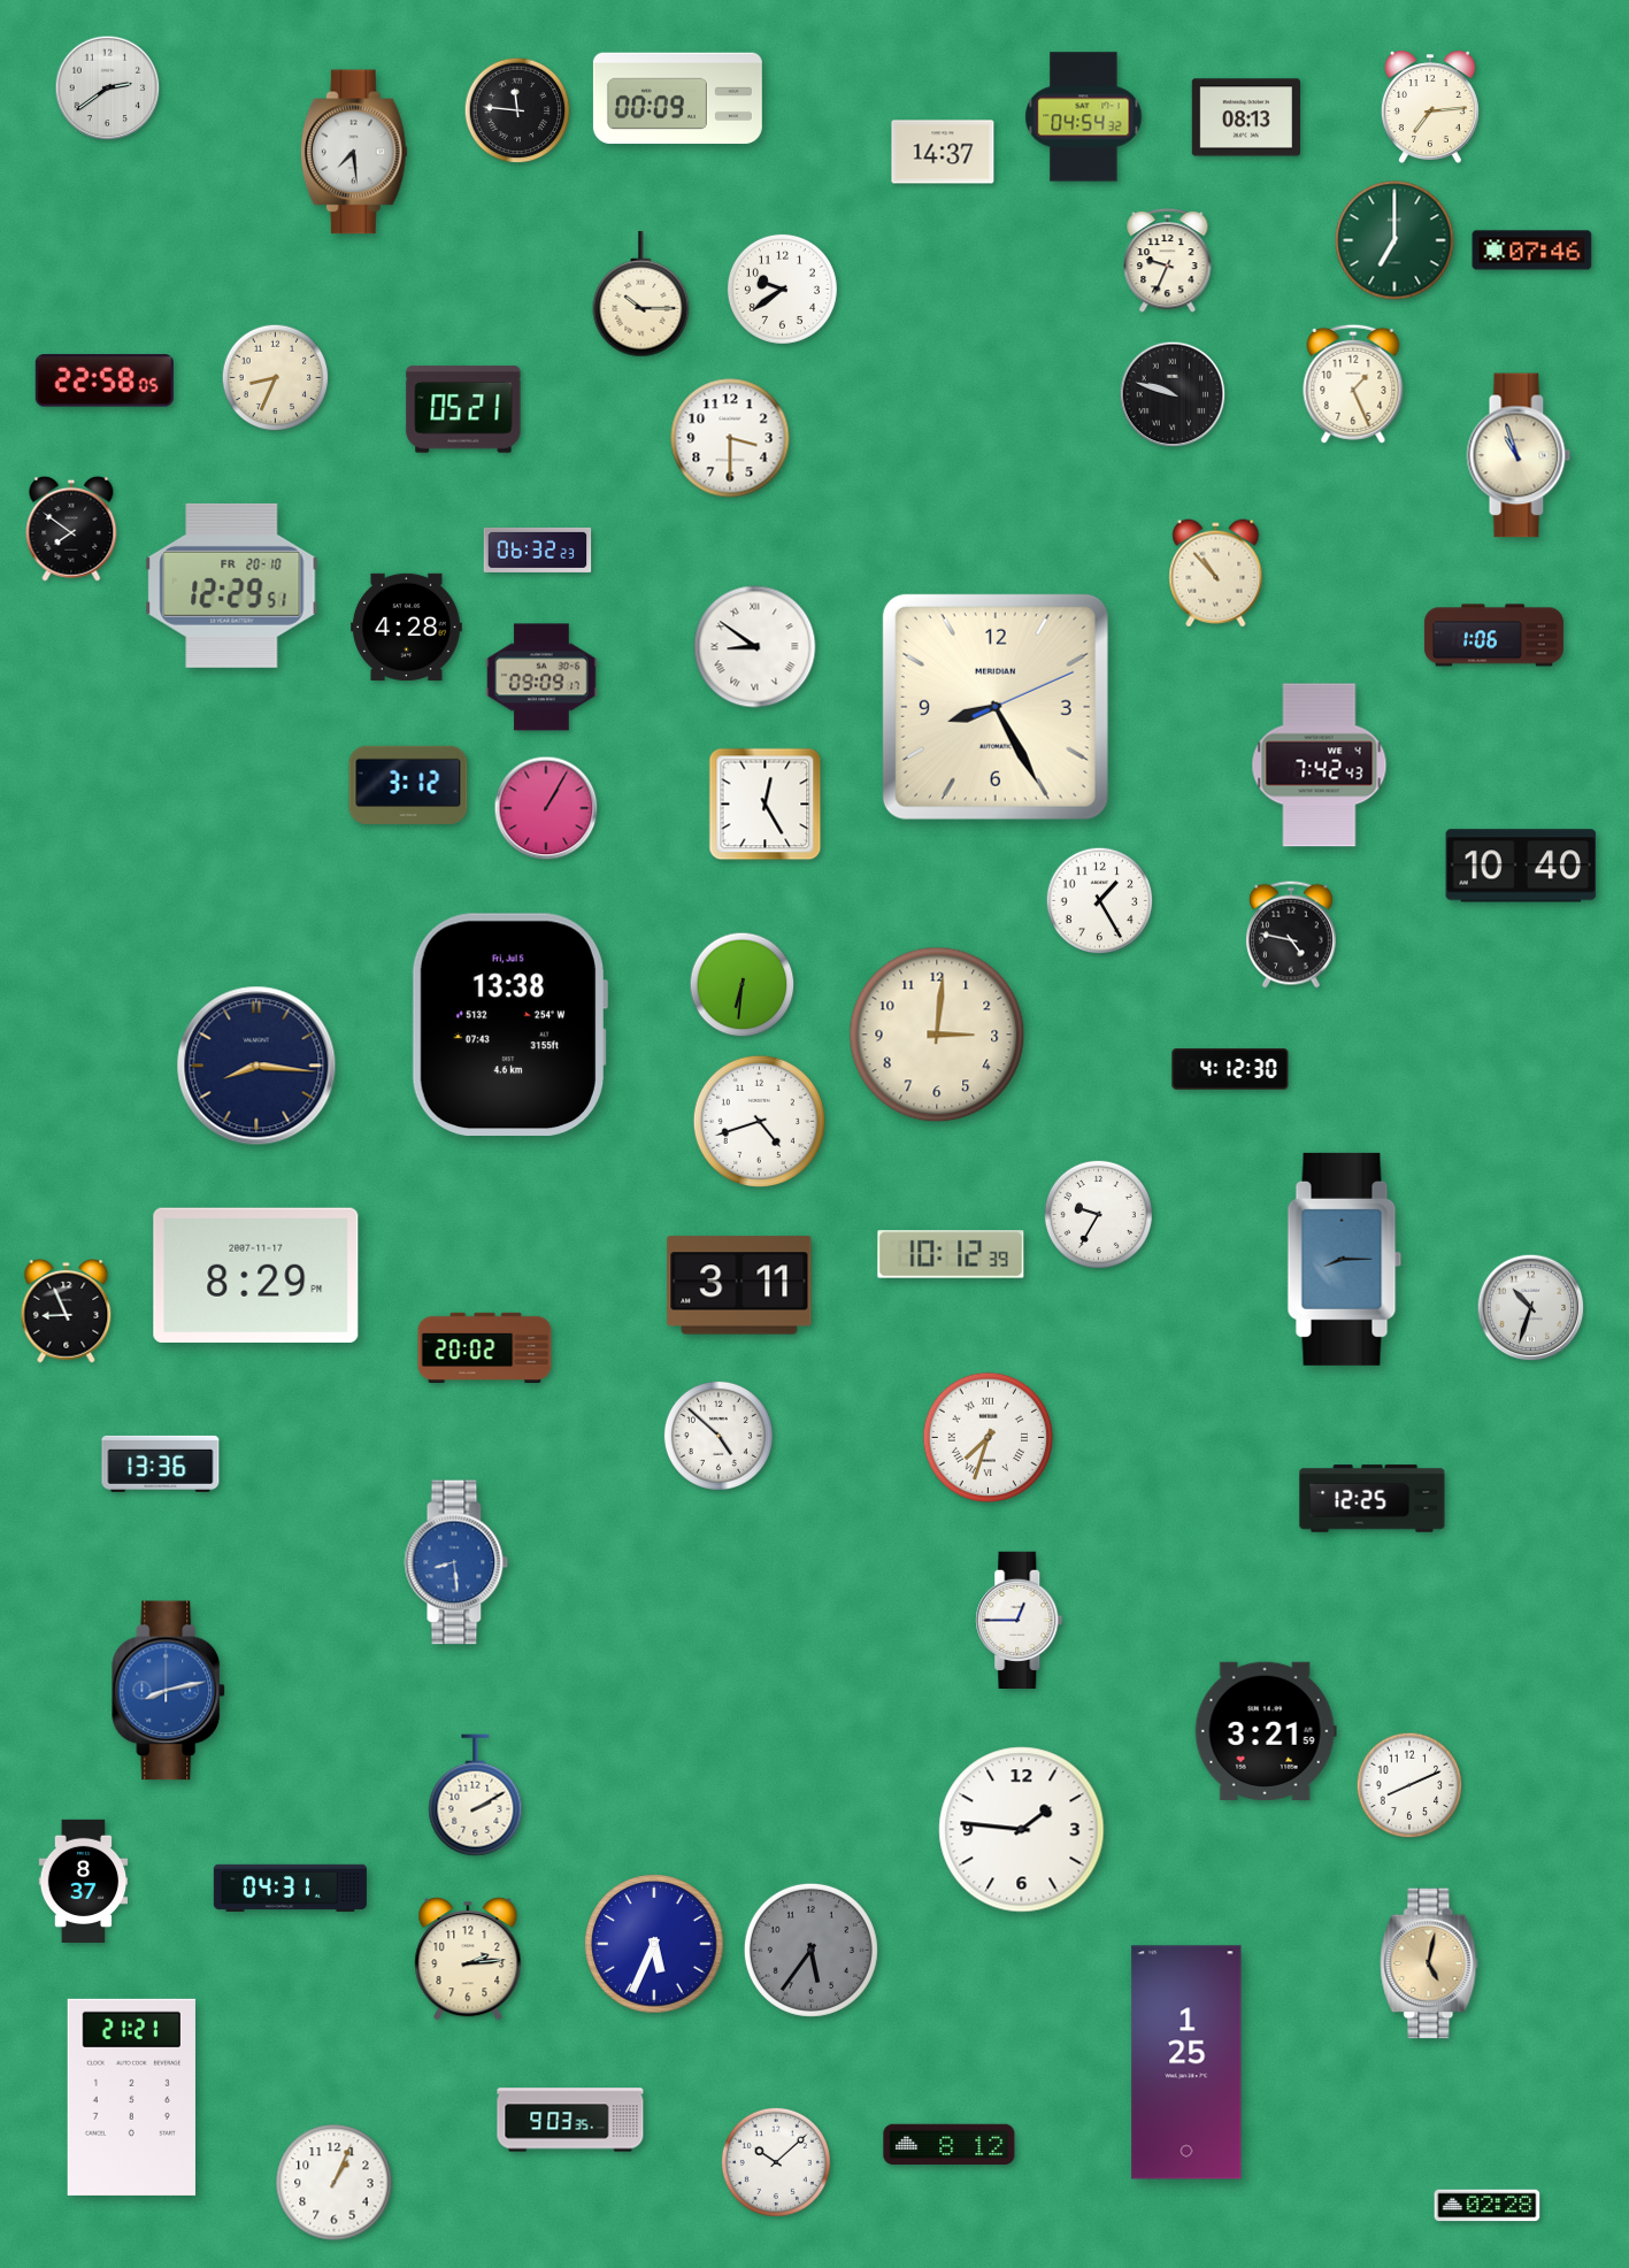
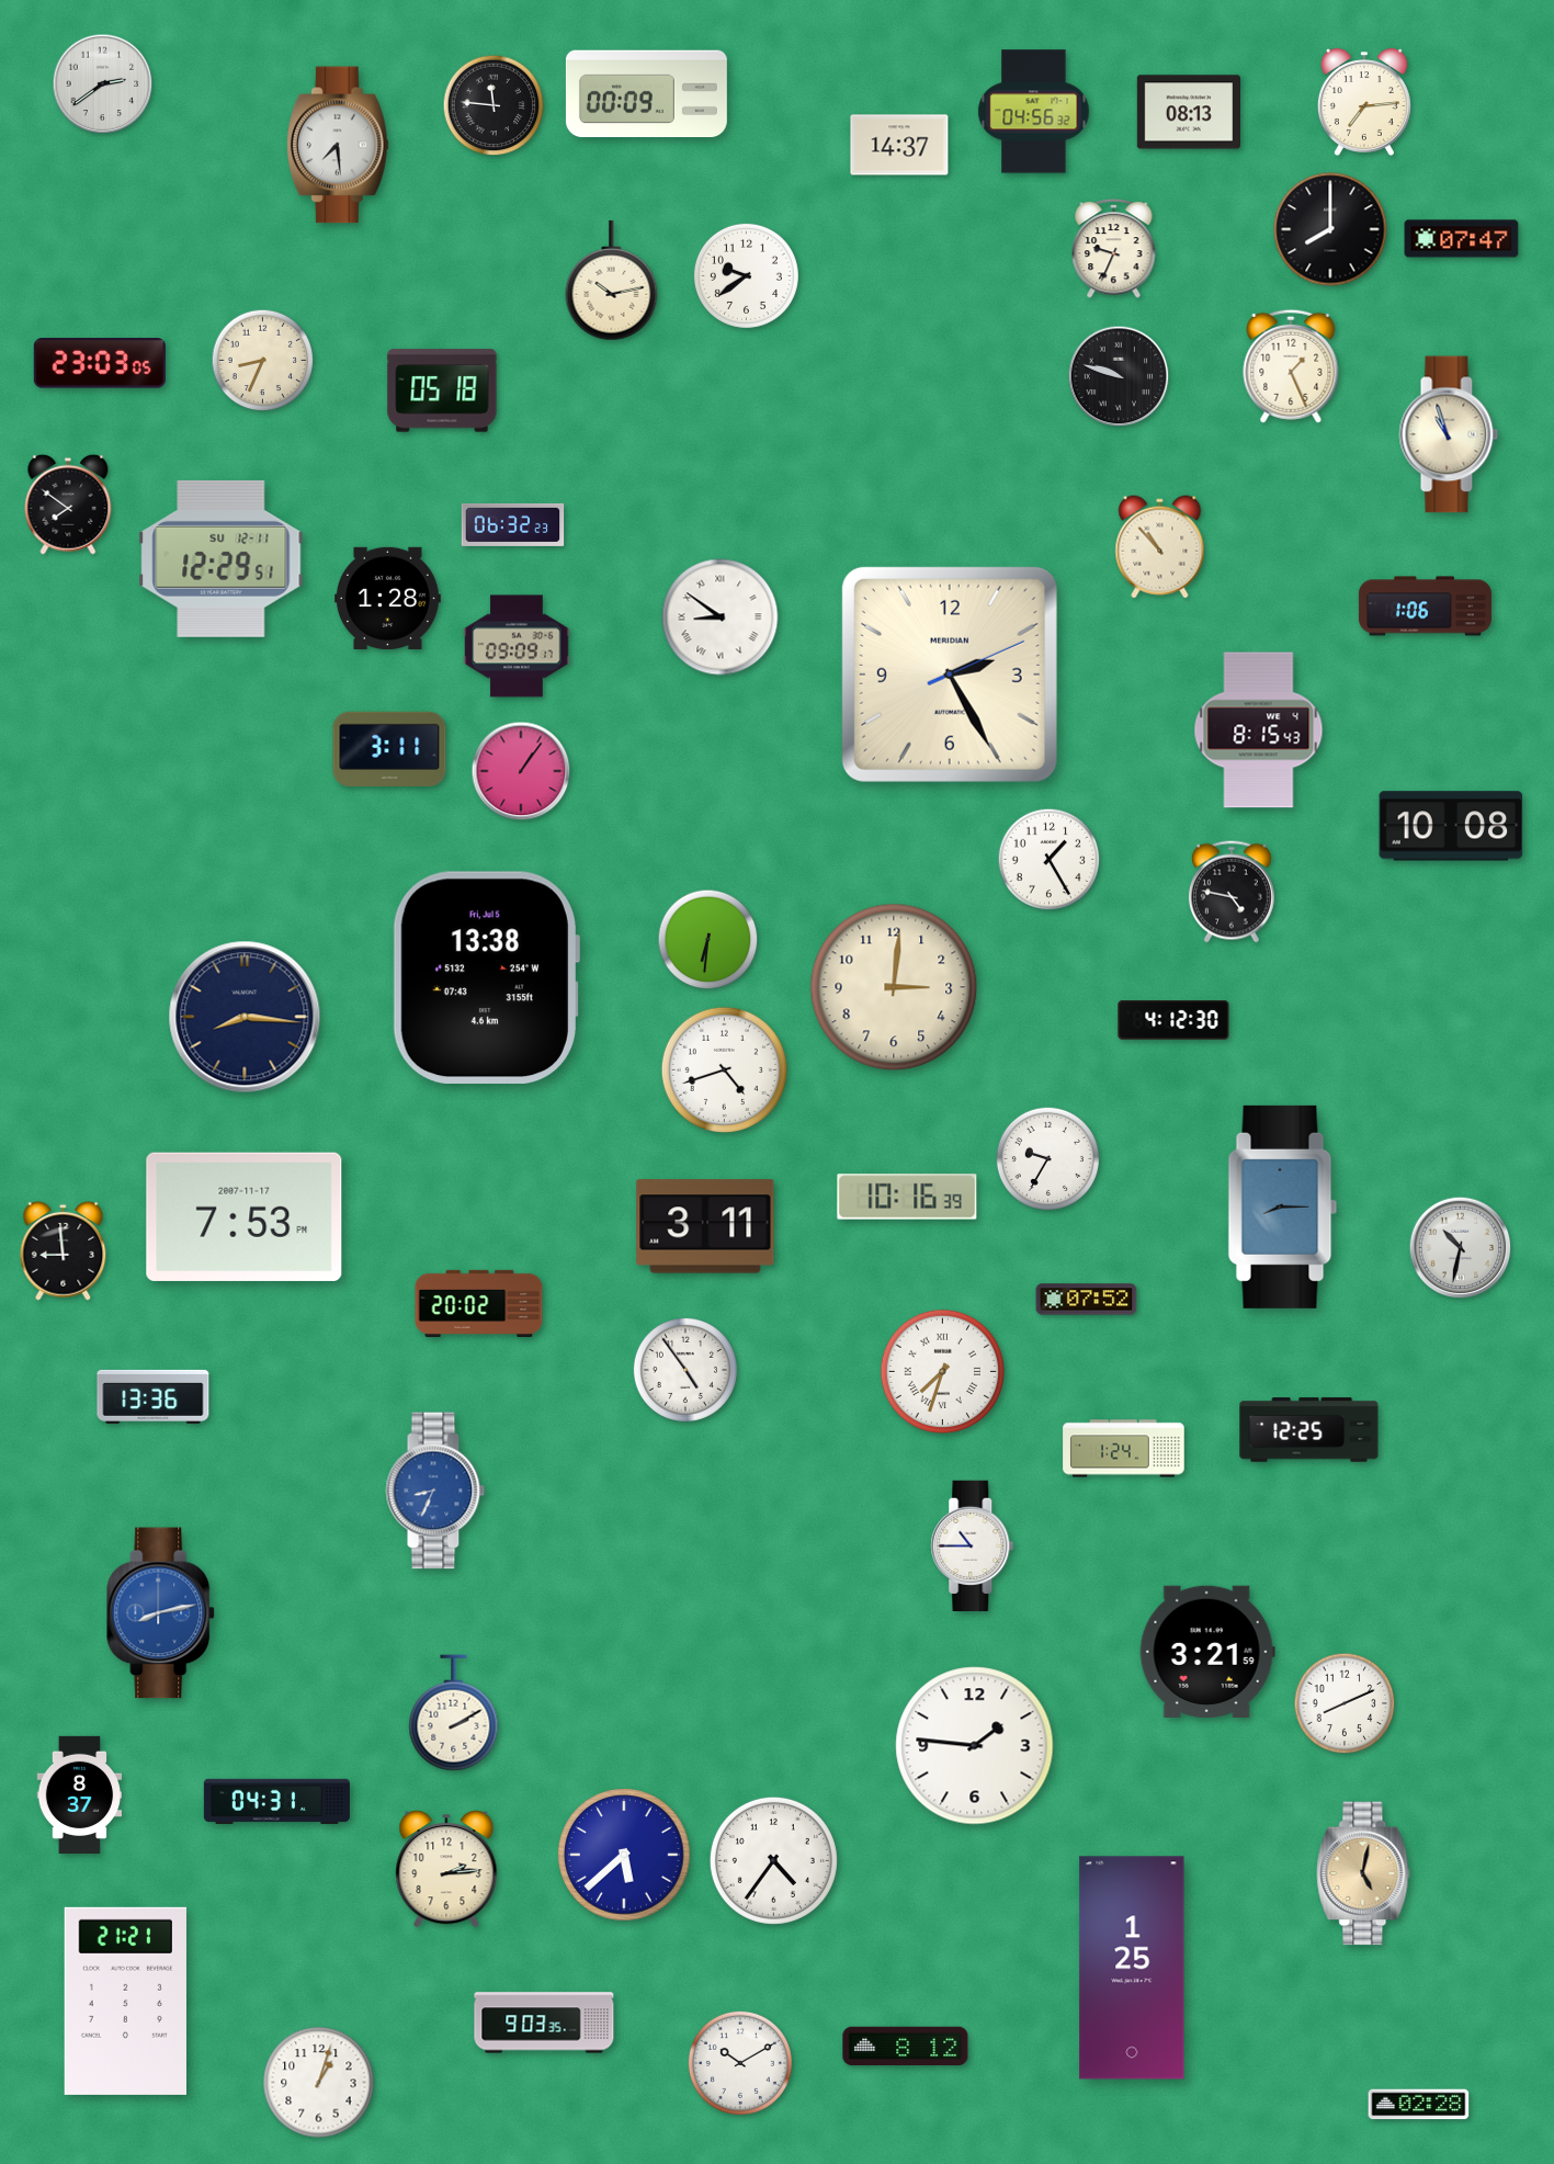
clock at (1084, 117): 04:54 -> 04:56
clock at (1394, 240): 7:00 -> 8:00
clock at (1394, 240) dial: green -> black
clock at (1532, 251): 07:46 -> 07:47
clock at (641, 294): 10:15 -> 10:13
clock at (105, 380): 22:58 -> 23:03
clock at (463, 409): 05:21 -> 05:18
clock at (730, 438): 3:30 -> none
clock at (232, 585) date: FR 20-10 -> SU 12-11
clock at (407, 626): 4:28 -> 1:28
clock at (996, 707): 8:25 -> 2:25
clock at (1320, 766): 7:42 -> 8:15
clock at (408, 785): 3:12 -> 3:11
clock at (766, 805): 12:25 -> none
clock at (546, 808): 1:05 -> 1:06
clock at (1521, 866): 10:40 -> 10:08
clock at (951, 1254): 10:12 -> 10:16
clock at (1345, 1259) position: (1345, 1259) -> (1283, 1206)
clock at (256, 1275): 8:29 -> 7:53
clock at (1531, 1308): 10:33 -> 10:32
clock at (67, 1310): 8:56 -> 8:59
clock at (485, 1347) position: (485, 1347) -> (479, 1303)
clock at (1087, 1300): none -> 07:52
clock at (719, 1436): 4:52 -> 4:54
clock at (1124, 1449): none -> 1:24
clock at (456, 1562): 8:29 -> 8:34
clock at (1020, 1620): 12:45 -> 10:45
clock at (654, 1944): 5:34 -> 5:38
clock at (810, 1950): 5:36 -> 4:36
clock at (810, 1950) dial: grey -> white
clock at (776, 2162): 10:08 -> 10:10
clock at (335, 2183): 1:04 -> 1:03
